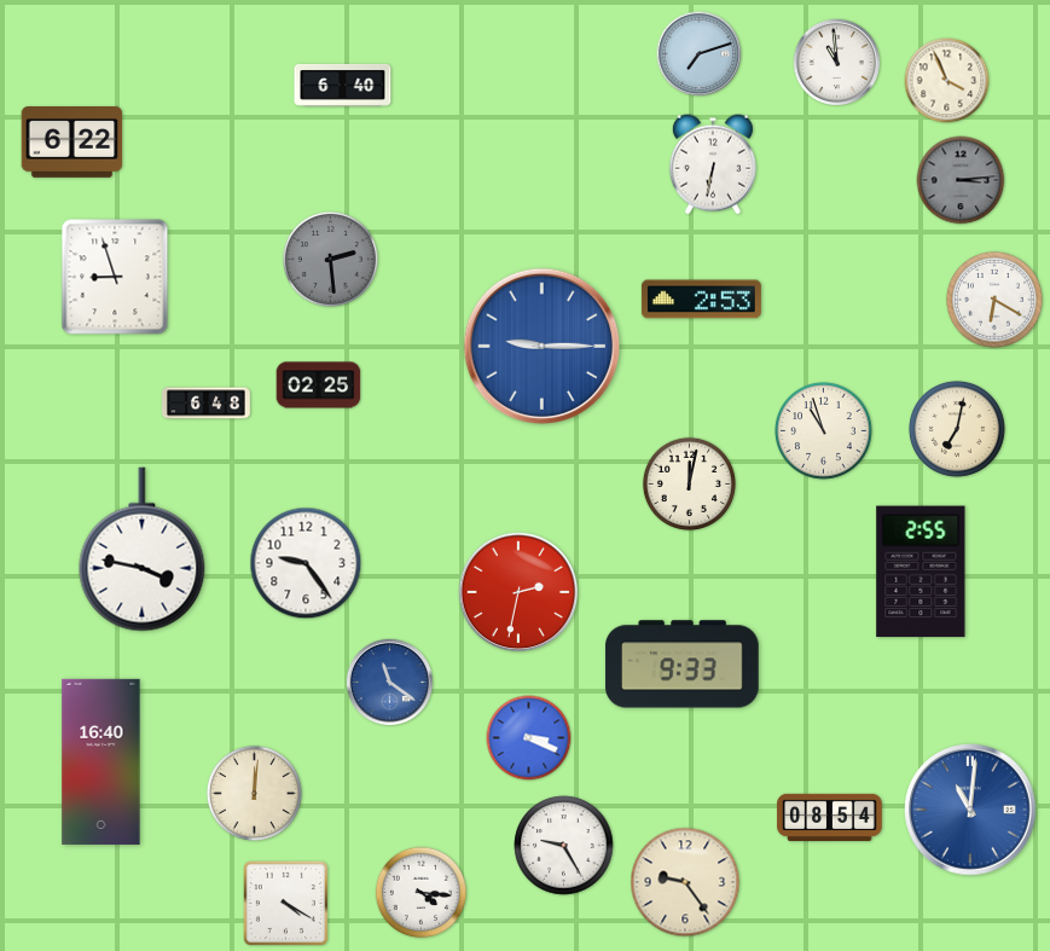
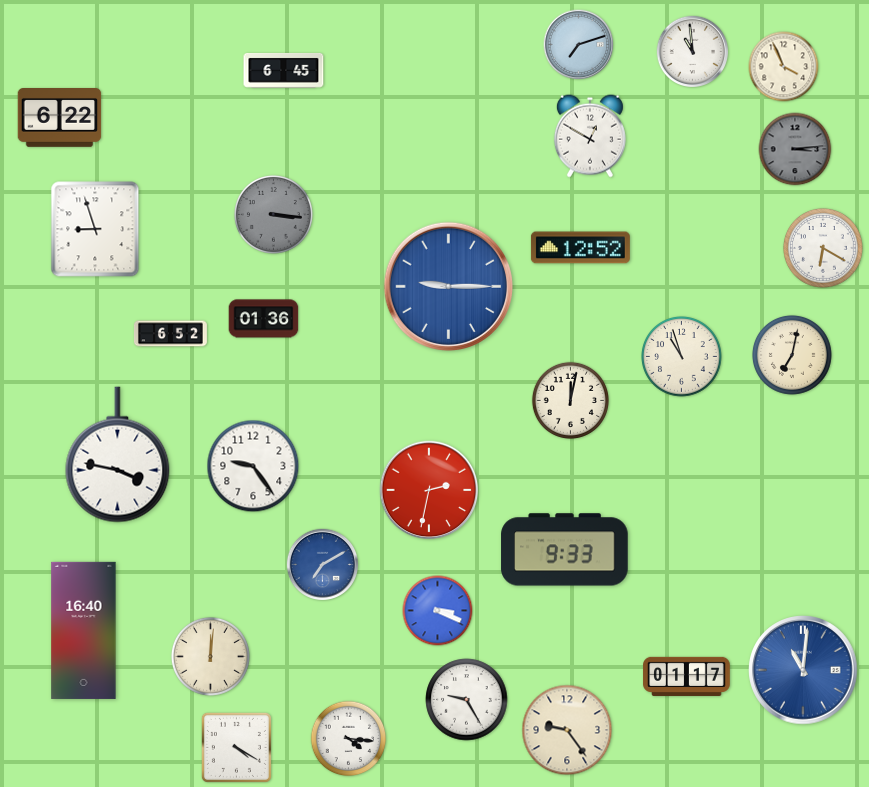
clock at (343, 85): 6:40 -> 6:45
clock at (713, 164): 6:32 -> 12:50
clock at (330, 259): 2:29 -> 3:16
clock at (701, 300): 2:53 -> 12:52
clock at (319, 385): 02:25 -> 01:36
clock at (205, 404): 6:48 -> 6:52
clock at (921, 572): 2:55 -> none
clock at (389, 682): 11:21 -> 7:10
clock at (830, 817): 08:54 -> 01:17
